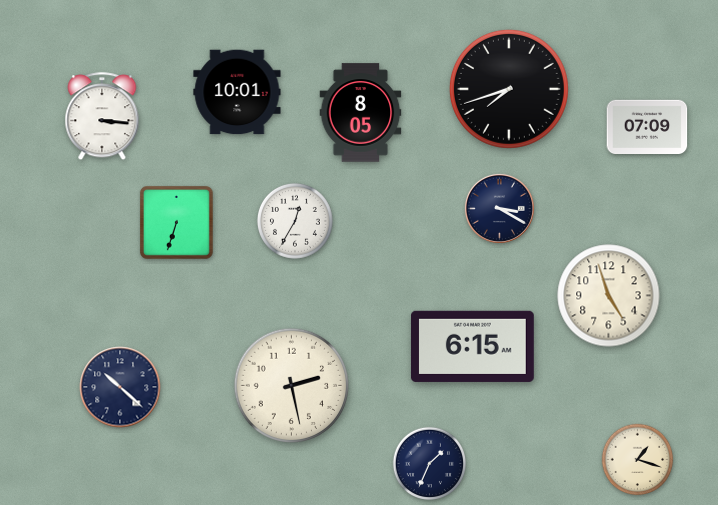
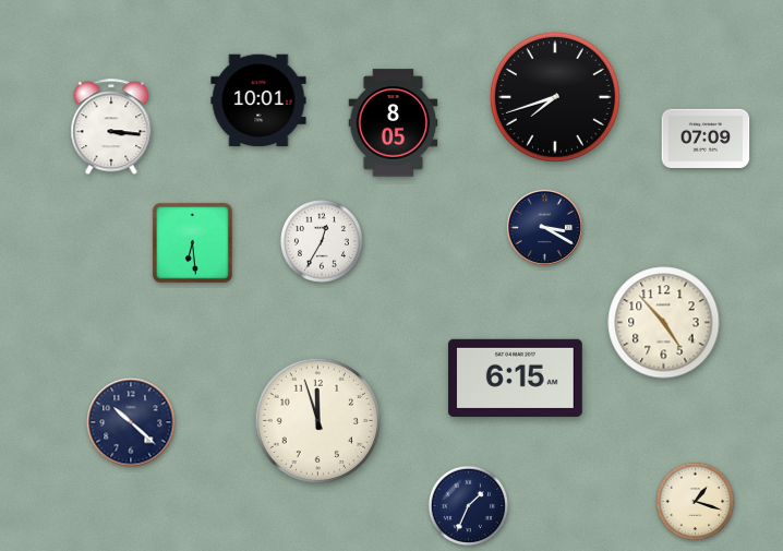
clock at (176, 222): 6:33 -> 6:29
clock at (609, 296): 4:57 -> 4:53
clock at (291, 385): 2:28 -> 11:57
